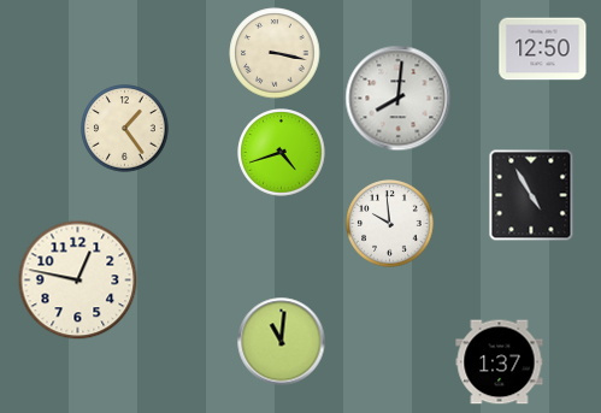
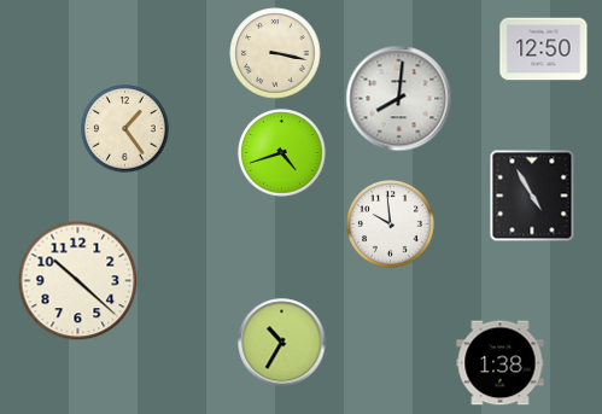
clock at (78, 281): 12:47 -> 10:22
clock at (282, 342): 11:01 -> 10:35
clock at (500, 362): 1:37 -> 1:38
